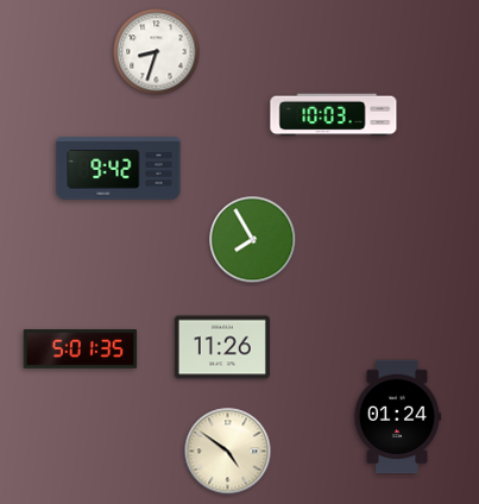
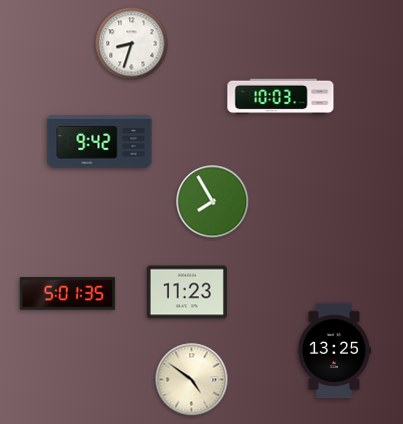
clock at (222, 347): 11:26 -> 11:23
clock at (397, 417): 01:24 -> 13:25
